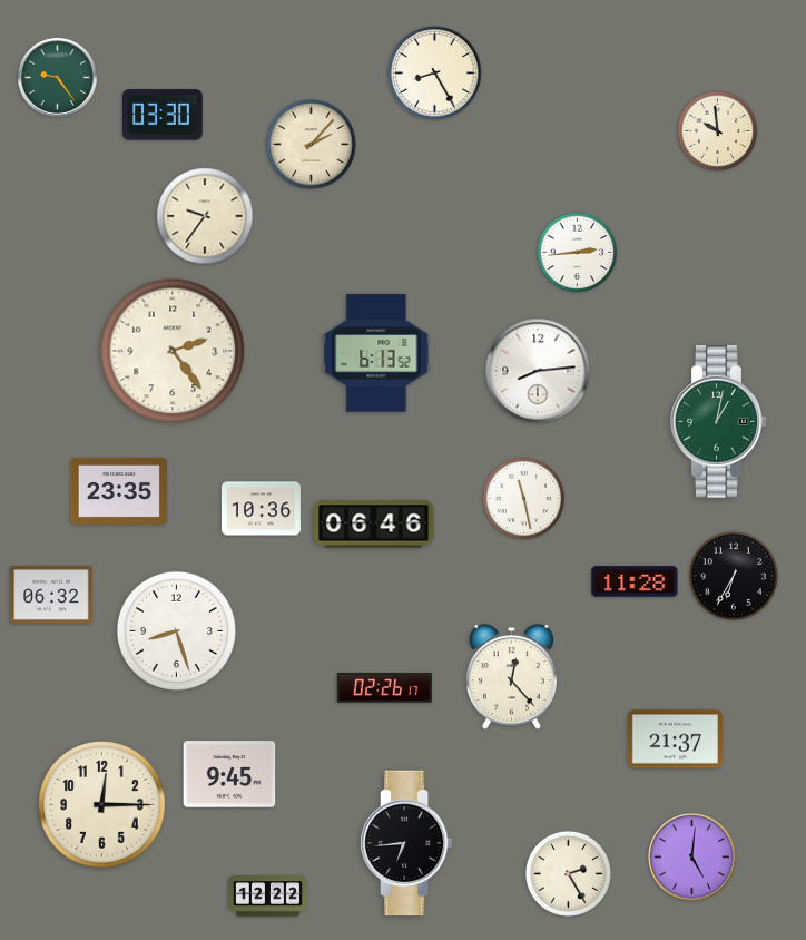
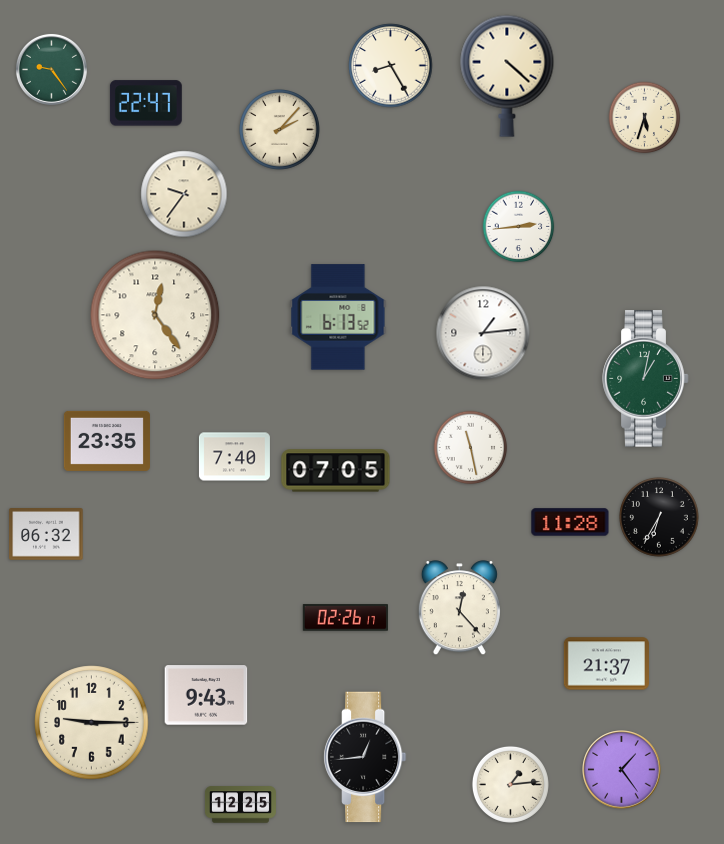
clock at (507, 76): none -> 4:22
clock at (163, 115): 03:30 -> 22:47
clock at (718, 131): 9:59 -> 5:33
clock at (173, 351): 2:24 -> 12:24
clock at (538, 371): 8:14 -> 1:14
clock at (261, 509): 10:36 -> 7:40
clock at (374, 525): 06:46 -> 07:05
clock at (176, 630): 8:27 -> none
clock at (229, 774): 9:45 -> 9:43
clock at (102, 805): 12:15 -> 9:15
clock at (406, 843): 6:44 -> 12:44
clock at (692, 858): 5:01 -> 1:24
clock at (568, 873): 2:25 -> 1:14
clock at (267, 897): 12:22 -> 12:25
